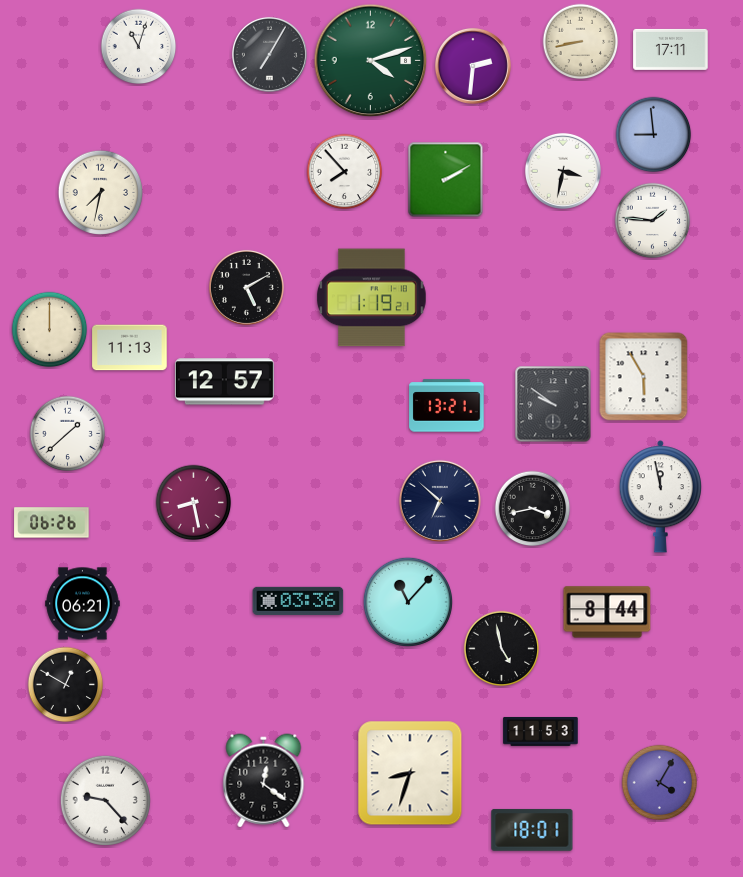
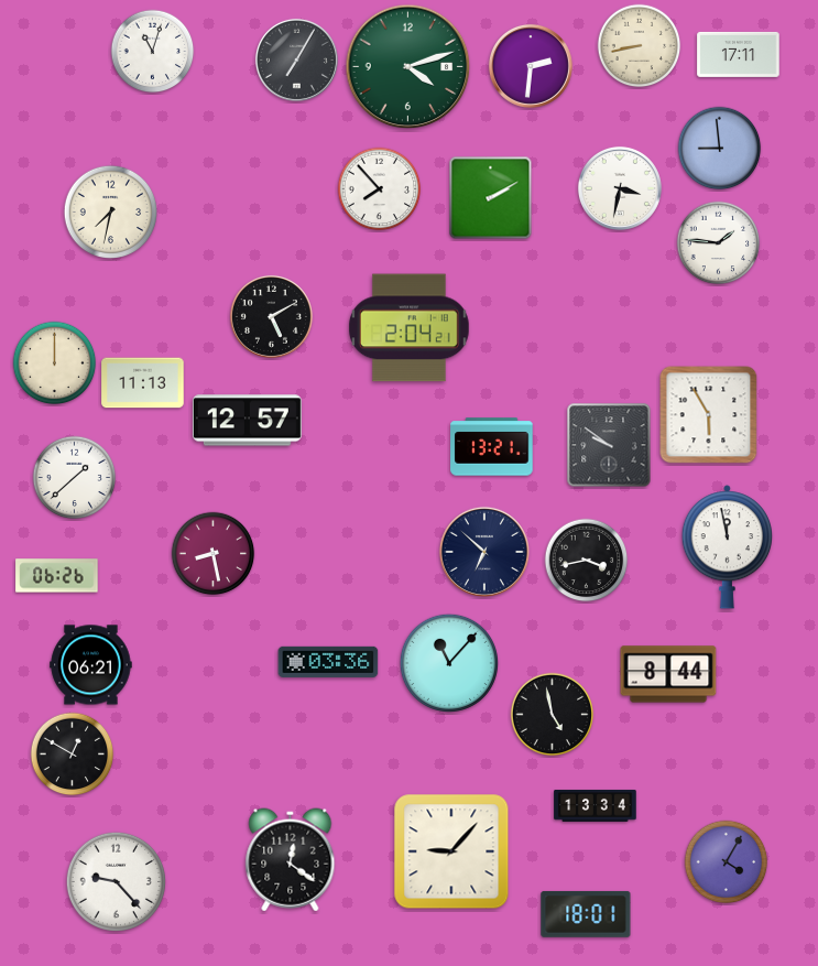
clock at (473, 66) position: (473, 66) -> (531, 66)
clock at (371, 298): 1:19 -> 2:04
clock at (541, 731): 11:53 -> 13:34
clock at (410, 773): 8:33 -> 9:07
